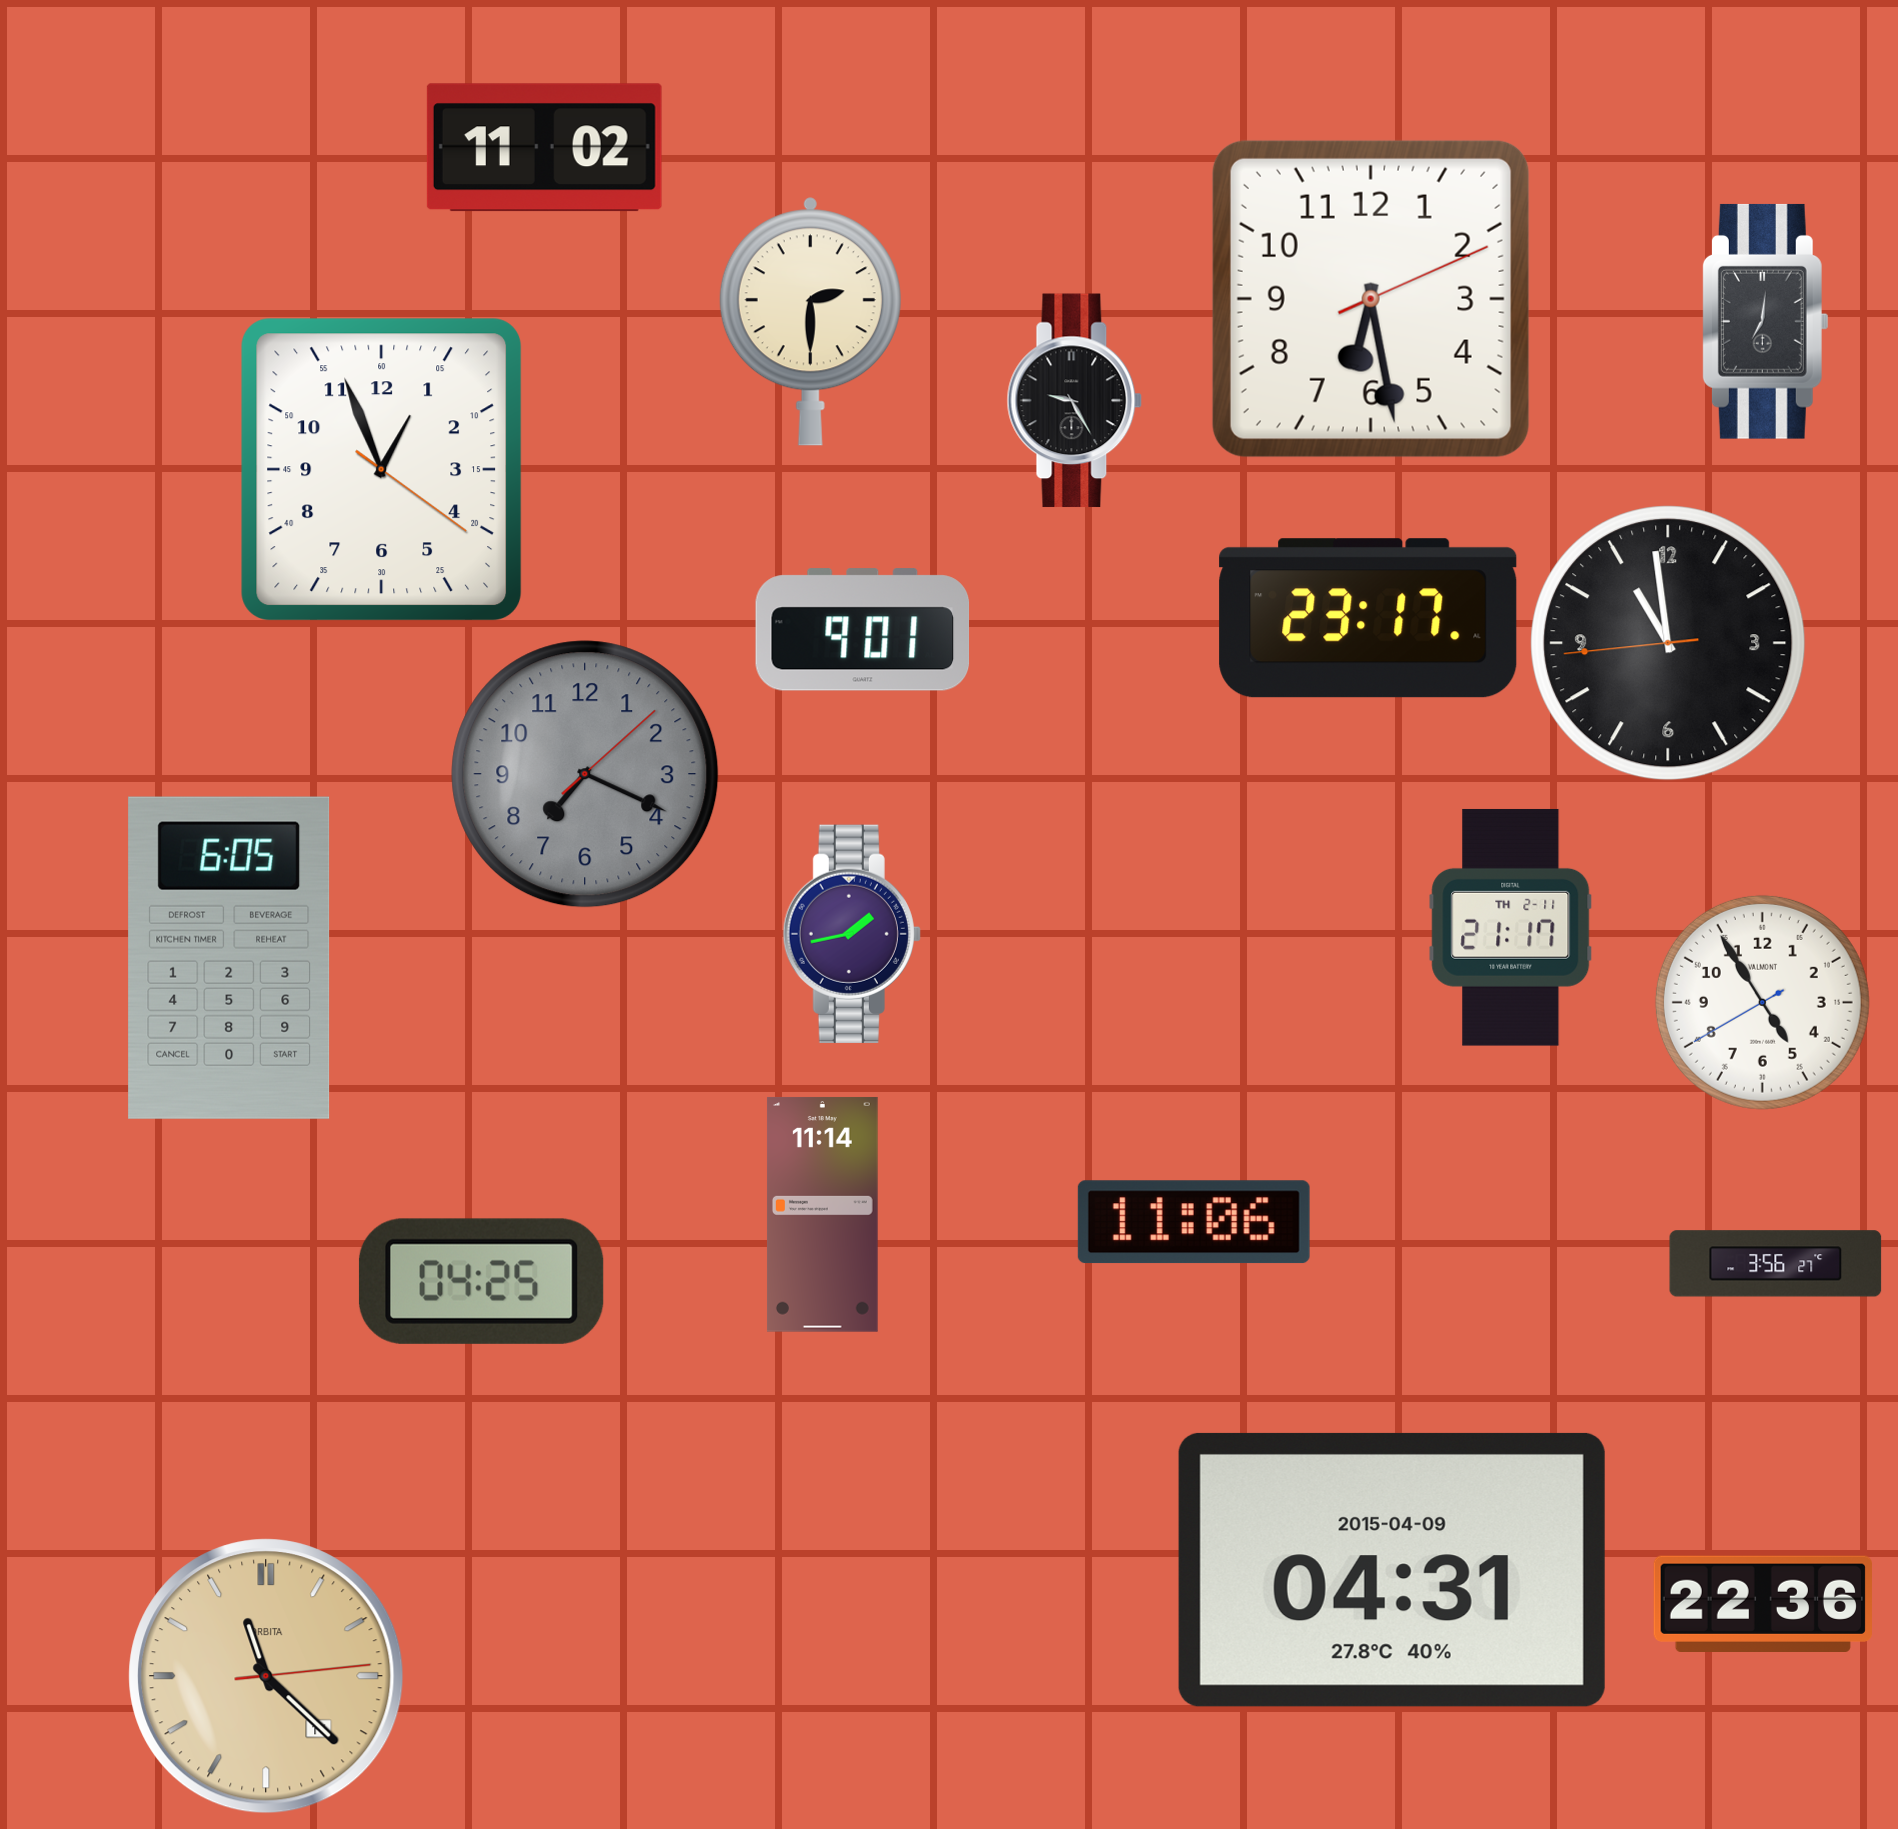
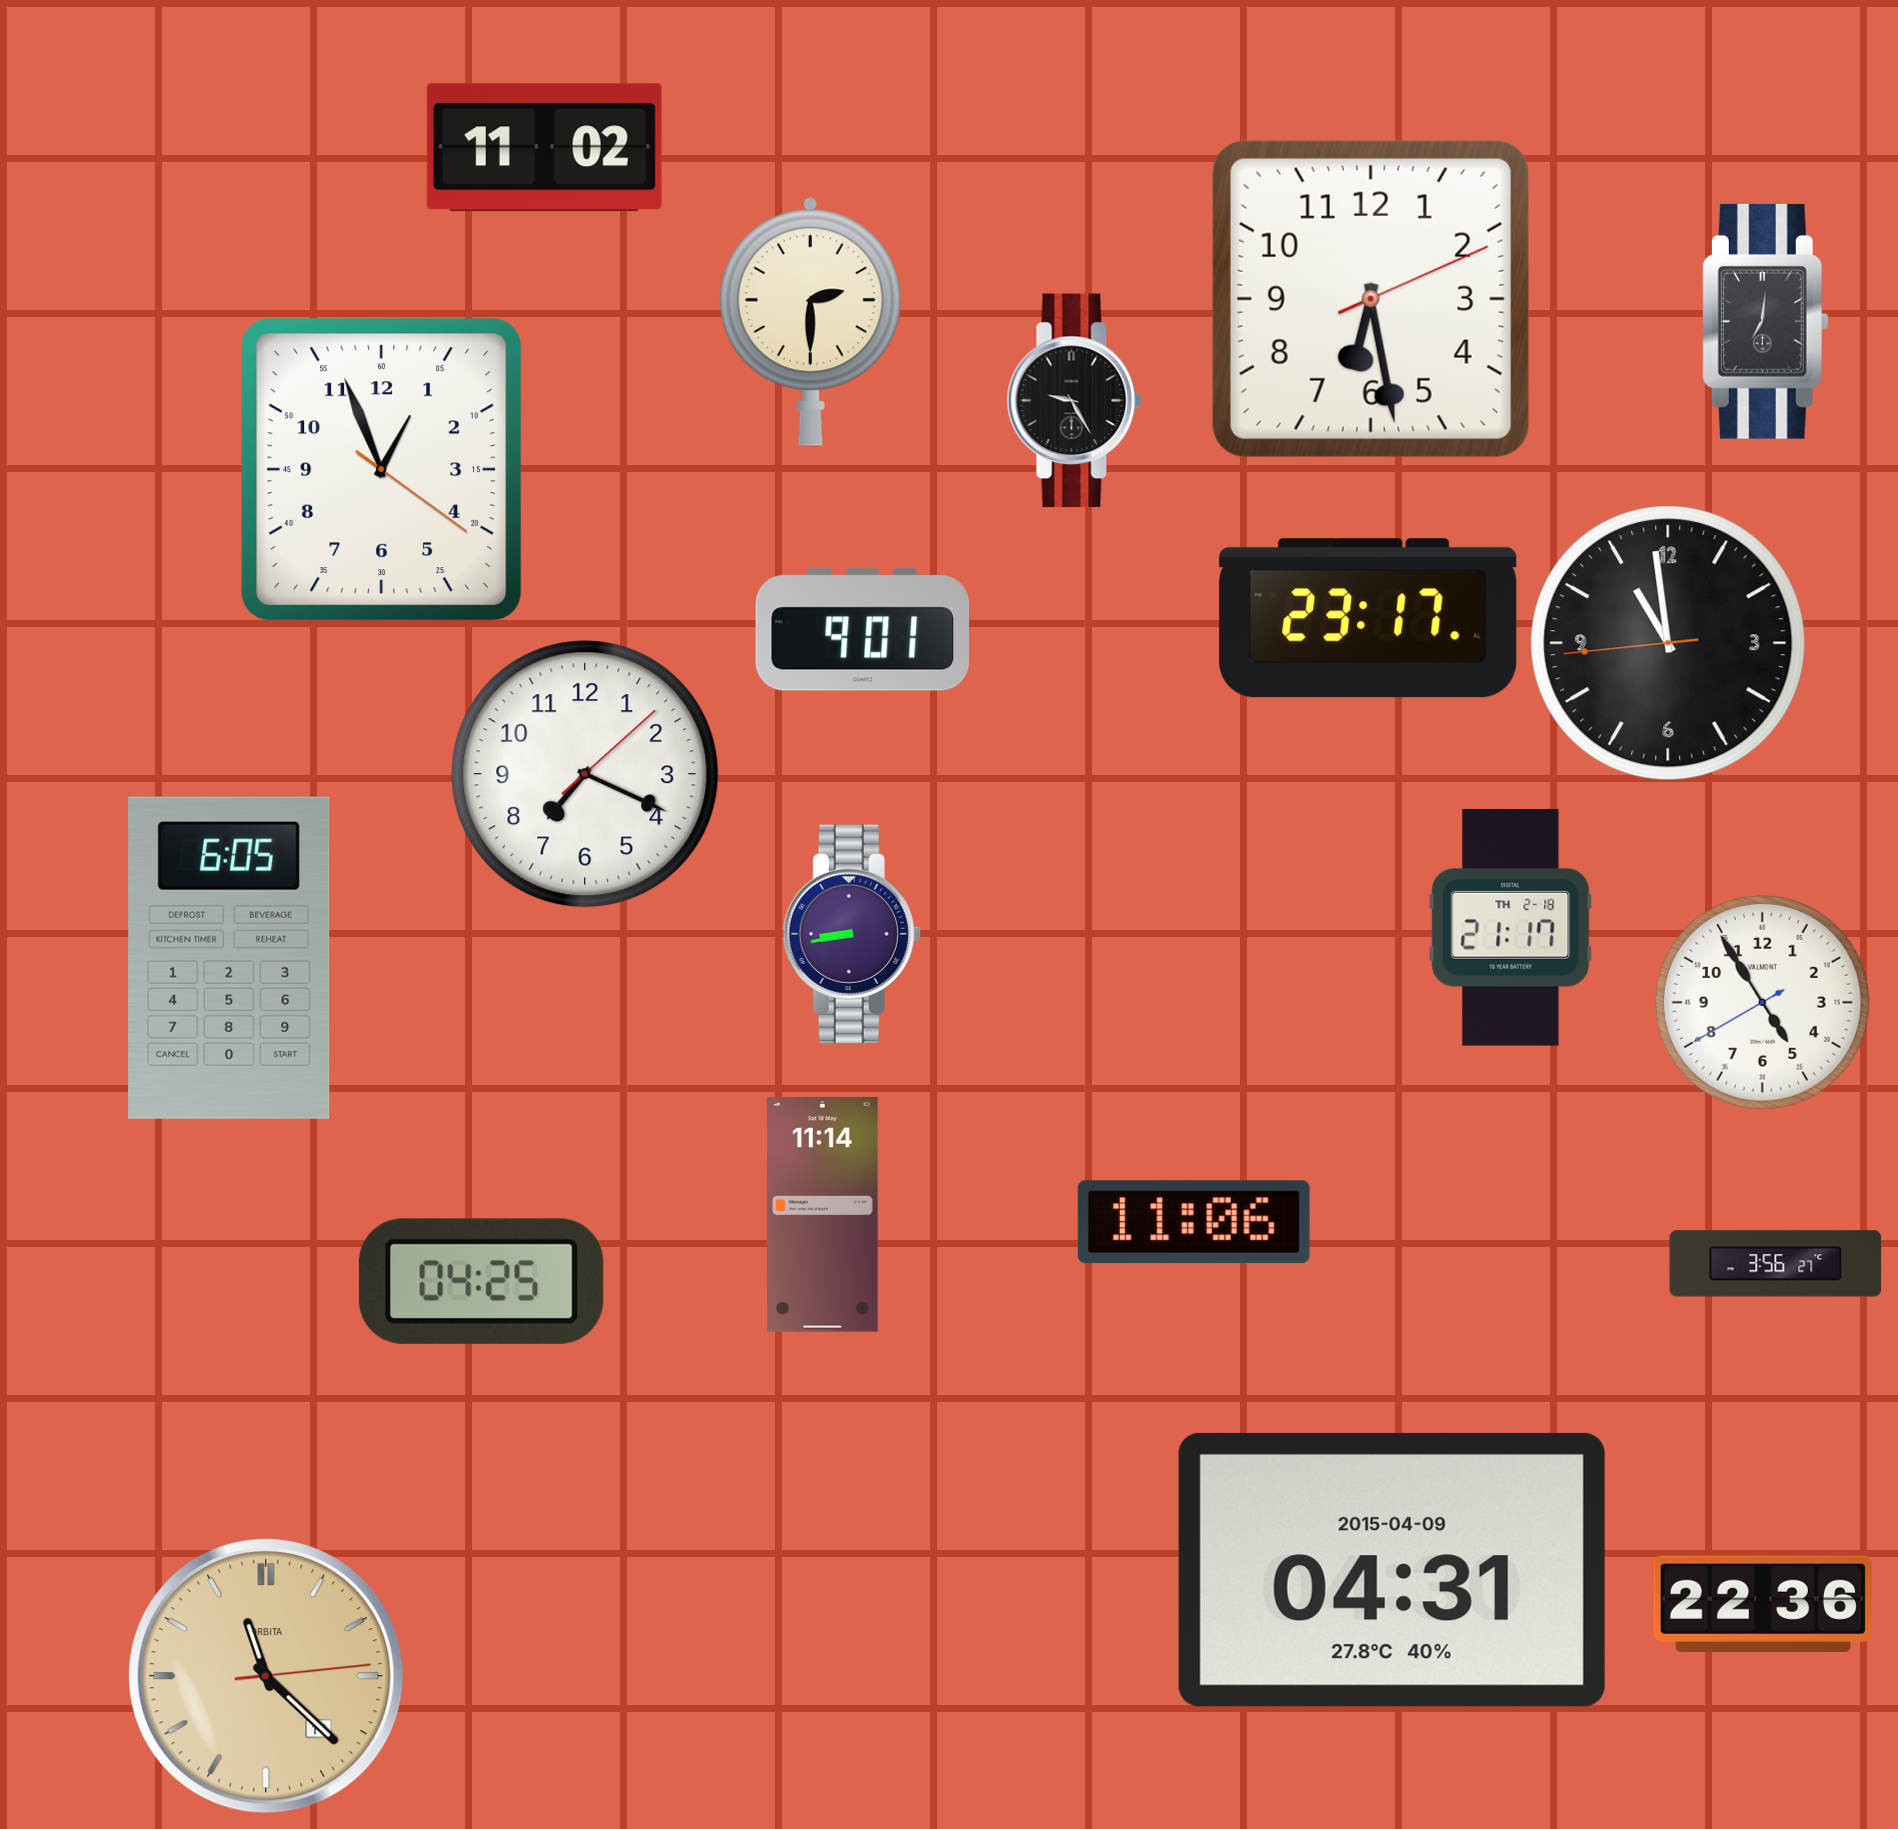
clock at (585, 774) dial: grey -> white
clock at (1511, 927) date: TH 2-11 -> TH 2-18
clock at (852, 934): 1:43 -> 8:43
